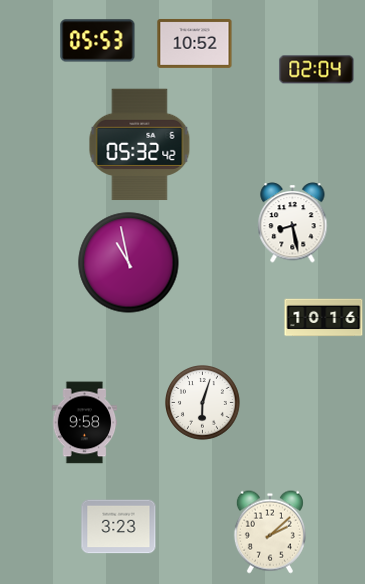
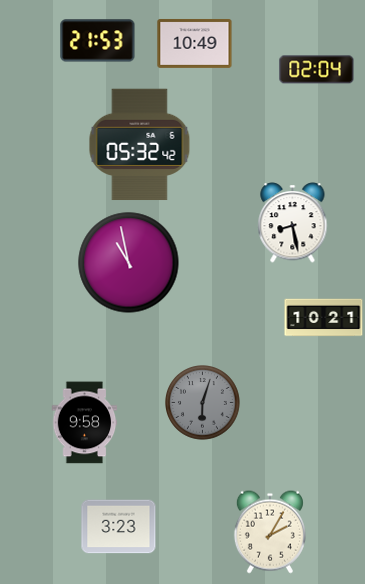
clock at (98, 41): 05:53 -> 21:53
clock at (195, 43): 10:52 -> 10:49
clock at (324, 318): 10:16 -> 10:21
clock at (203, 403) dial: white -> grey
clock at (270, 532): 2:08 -> 2:05
